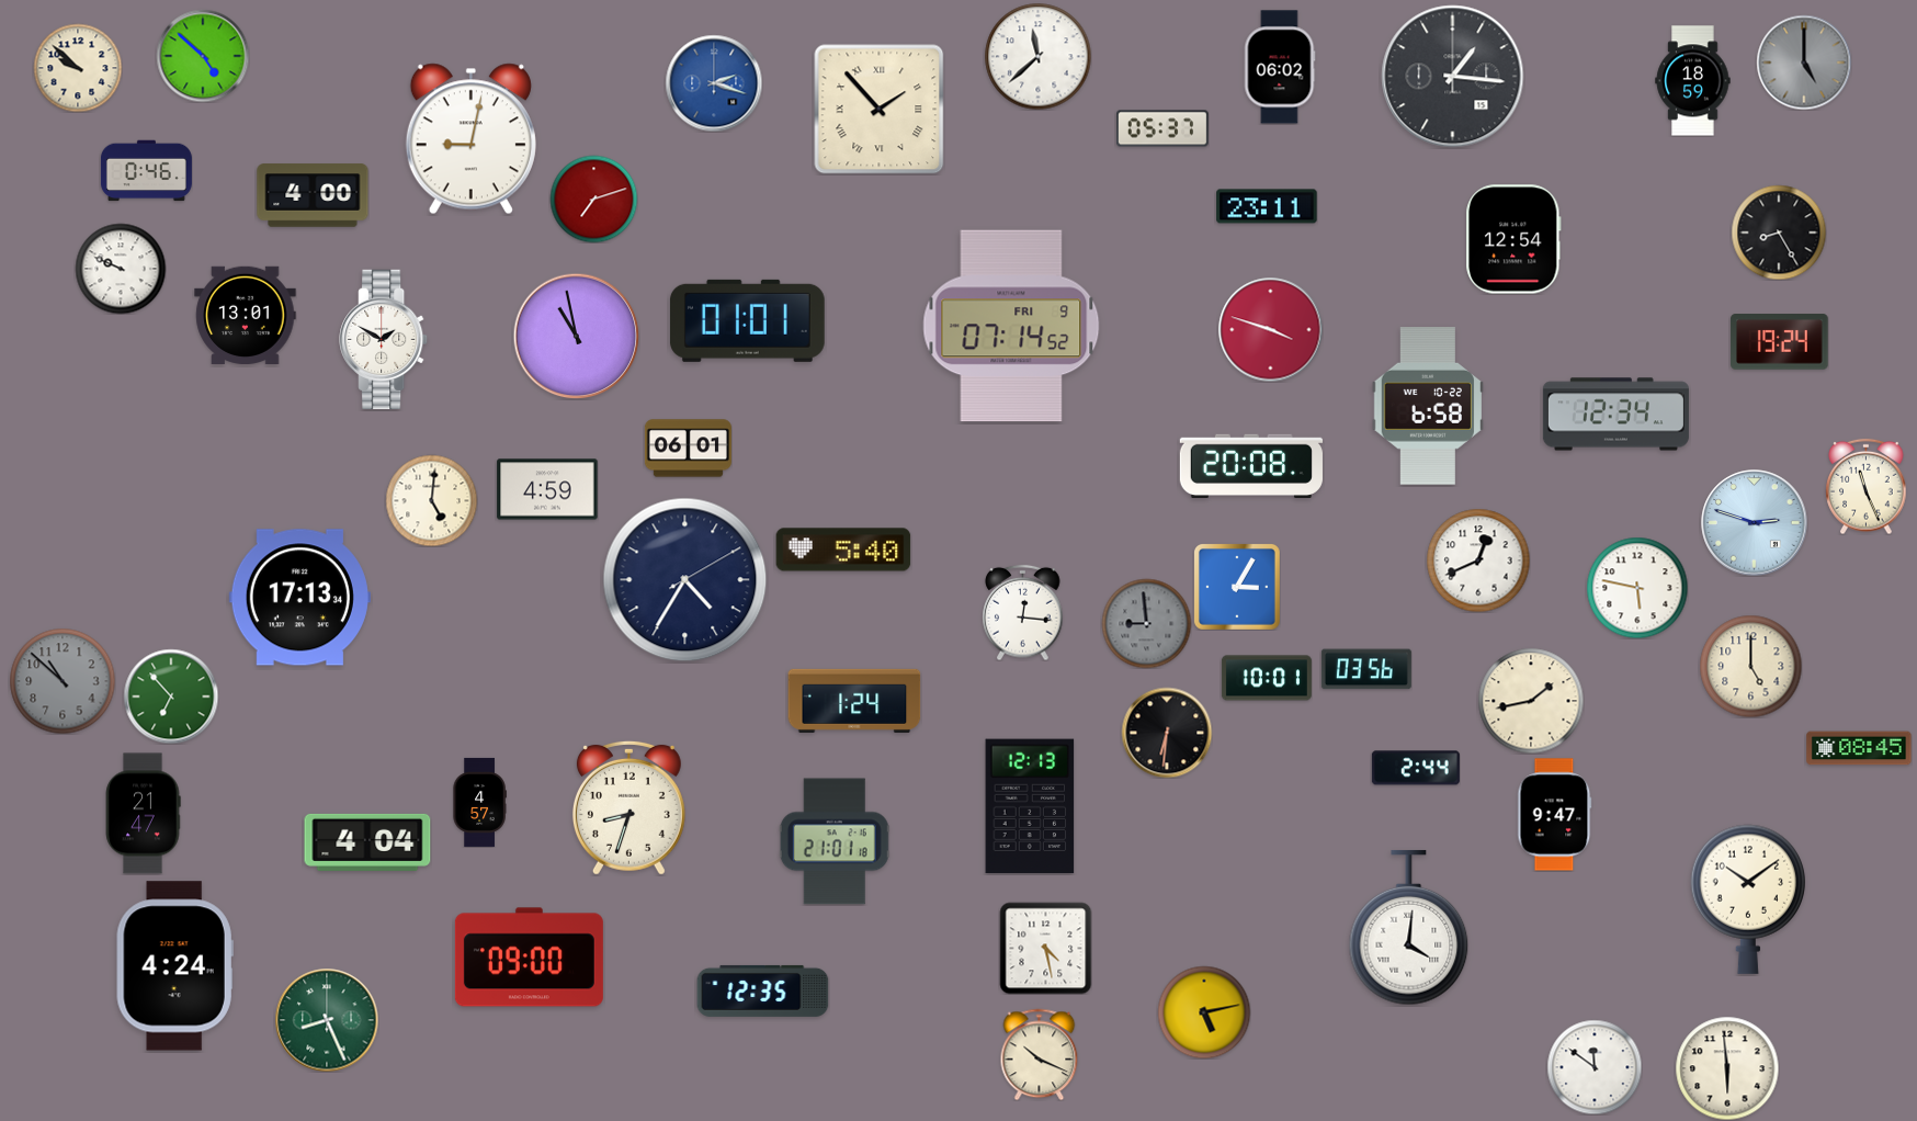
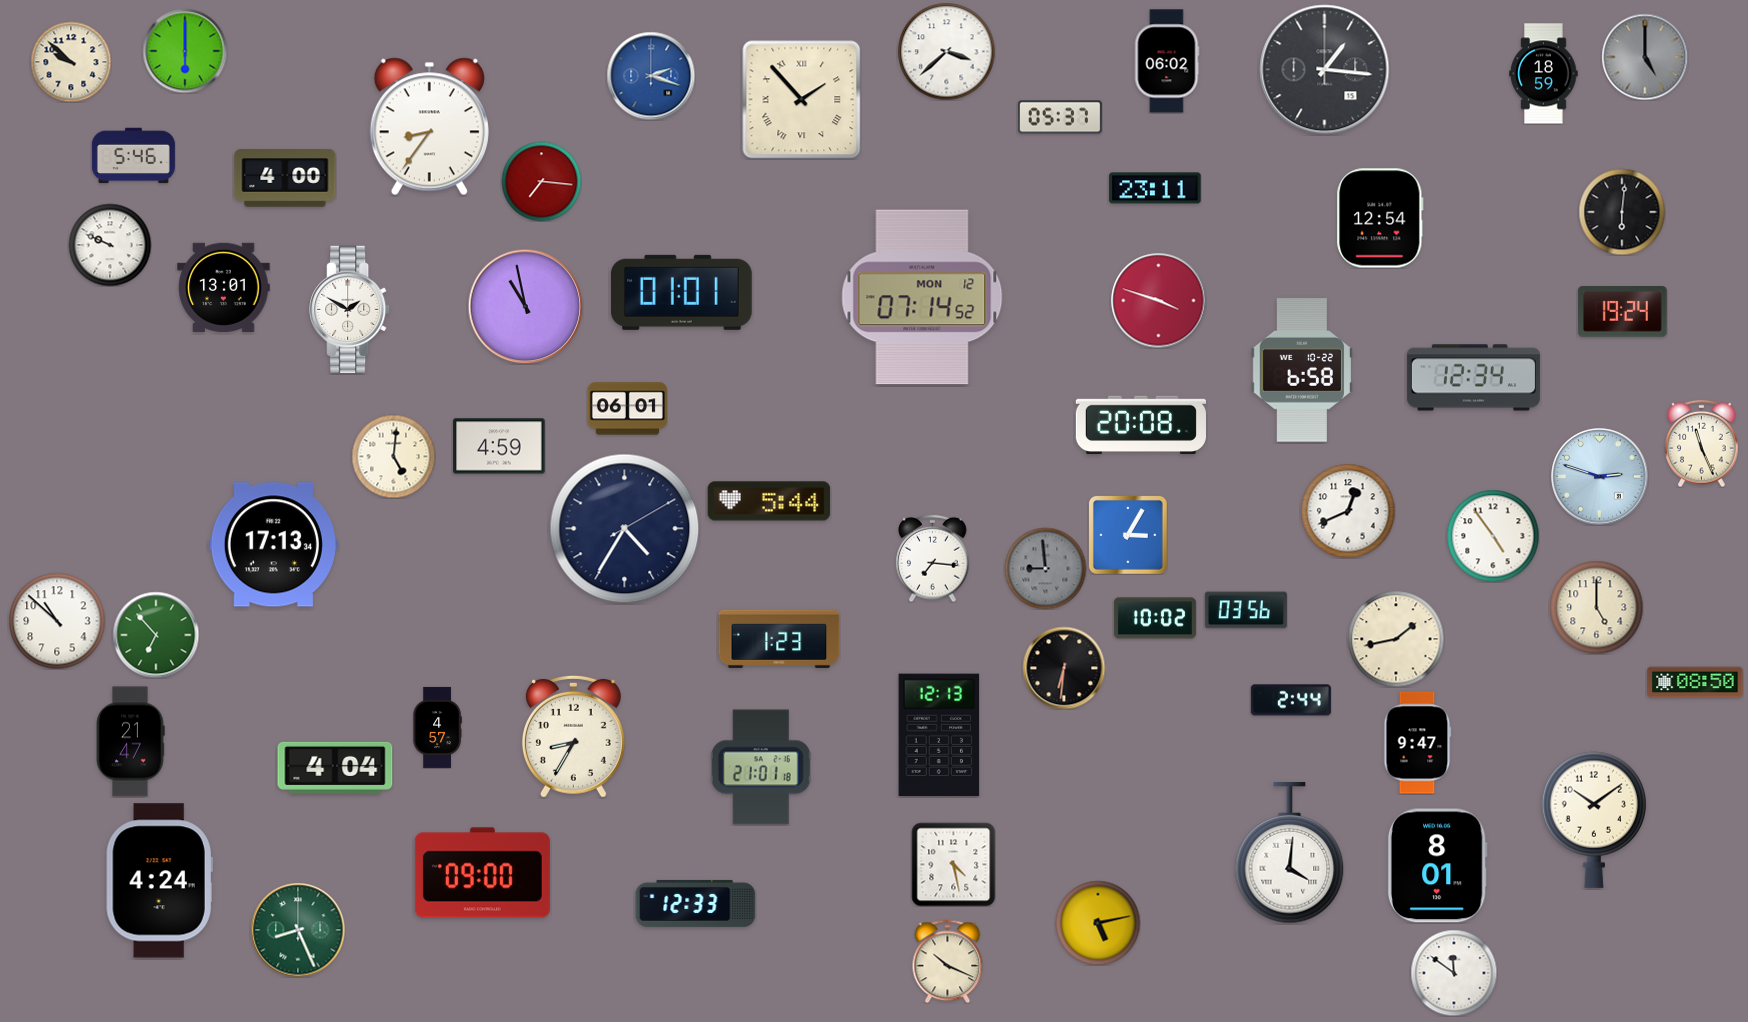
clock at (203, 56): 4:52 -> 6:00
clock at (1037, 56): 11:38 -> 3:38
clock at (470, 139): 9:02 -> 8:36
clock at (146, 171): 0:46 -> 5:46
clock at (593, 199): 7:12 -> 7:16
clock at (1779, 233): 8:25 -> 6:01
clock at (1011, 326) date: FRI 9 -> MON 12
clock at (843, 550): 5:40 -> 5:44
clock at (1637, 588): 5:47 -> 4:54
clock at (1023, 612): 12:16 -> 7:16
clock at (1267, 678): 10:01 -> 10:02
clock at (63, 681) dial: grey -> white
clock at (854, 701): 1:24 -> 1:23
clock at (1859, 748): 08:45 -> 08:50
clock at (479, 802) position: (479, 802) -> (437, 727)
clock at (628, 807): 8:33 -> 8:35
clock at (1409, 928) position: (1409, 928) -> (1290, 853)
clock at (1437, 866): none -> 8:01
clock at (763, 990): 12:35 -> 12:33
clock at (1727, 1068): 5:59 -> none
